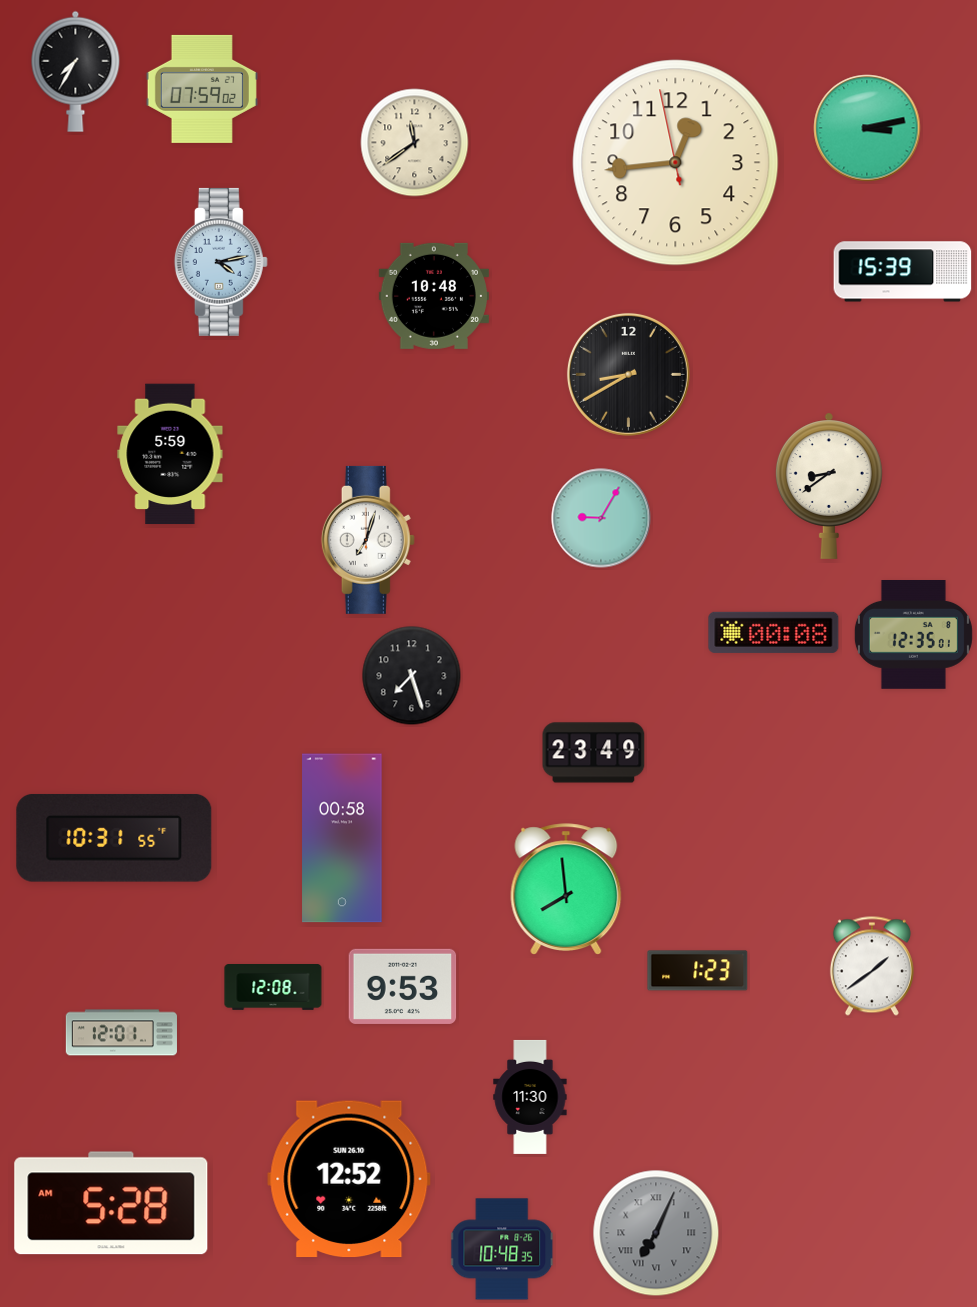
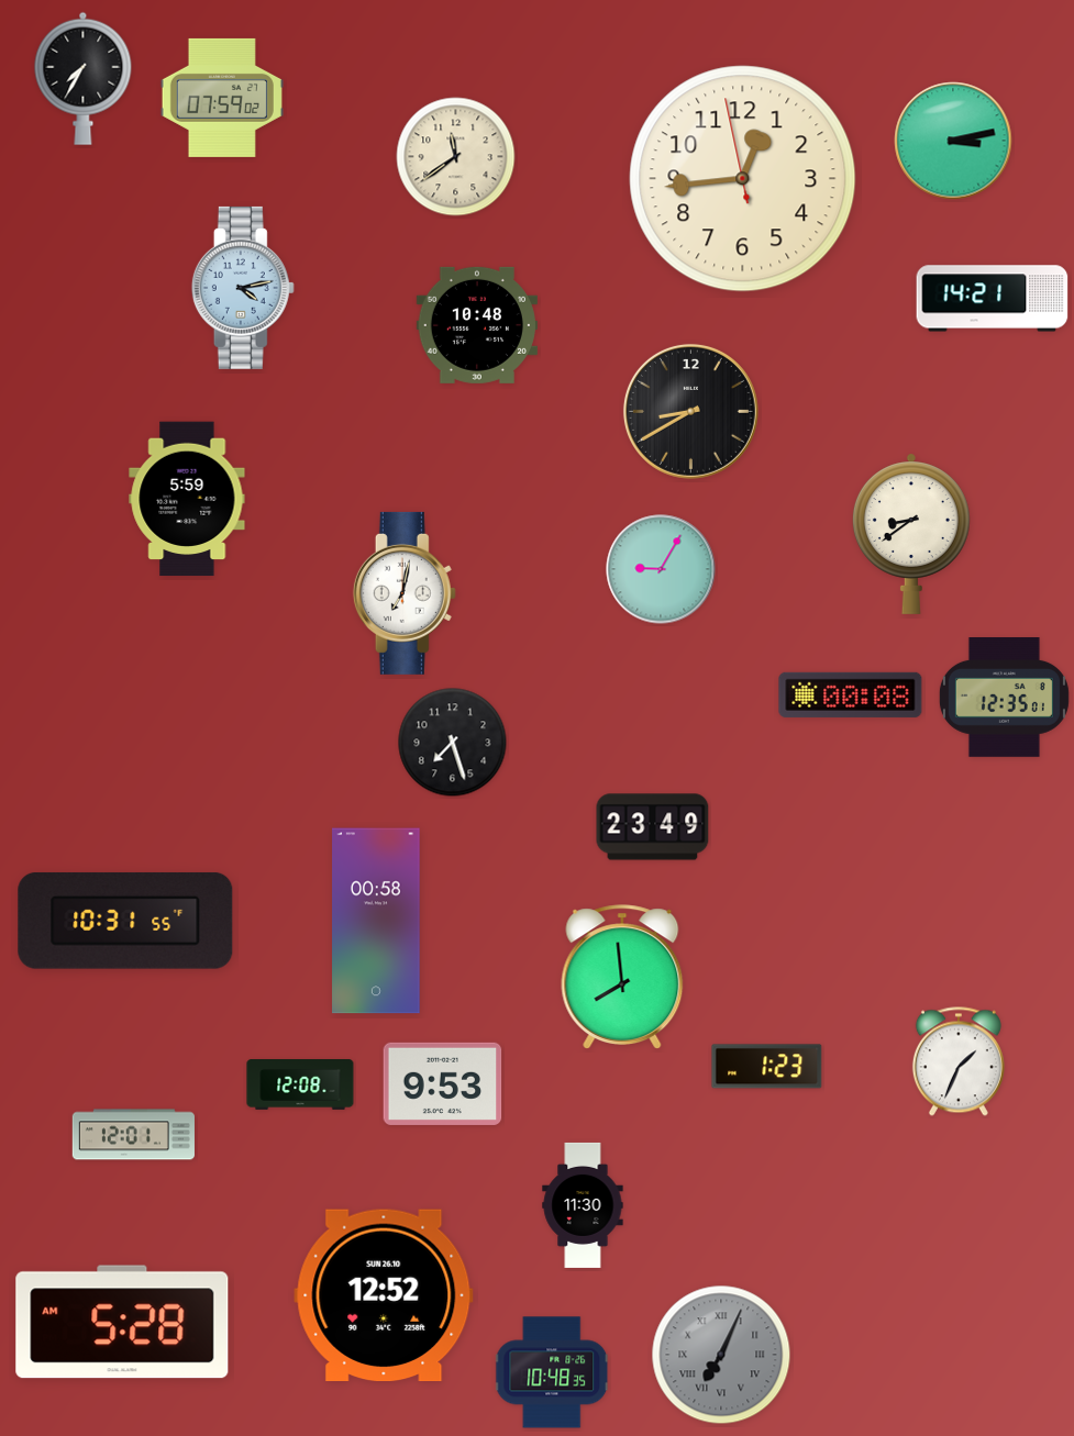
clock at (903, 272): 15:39 -> 14:21
clock at (368, 540): 7:03 -> 7:02
clock at (872, 966): 1:39 -> 1:34
